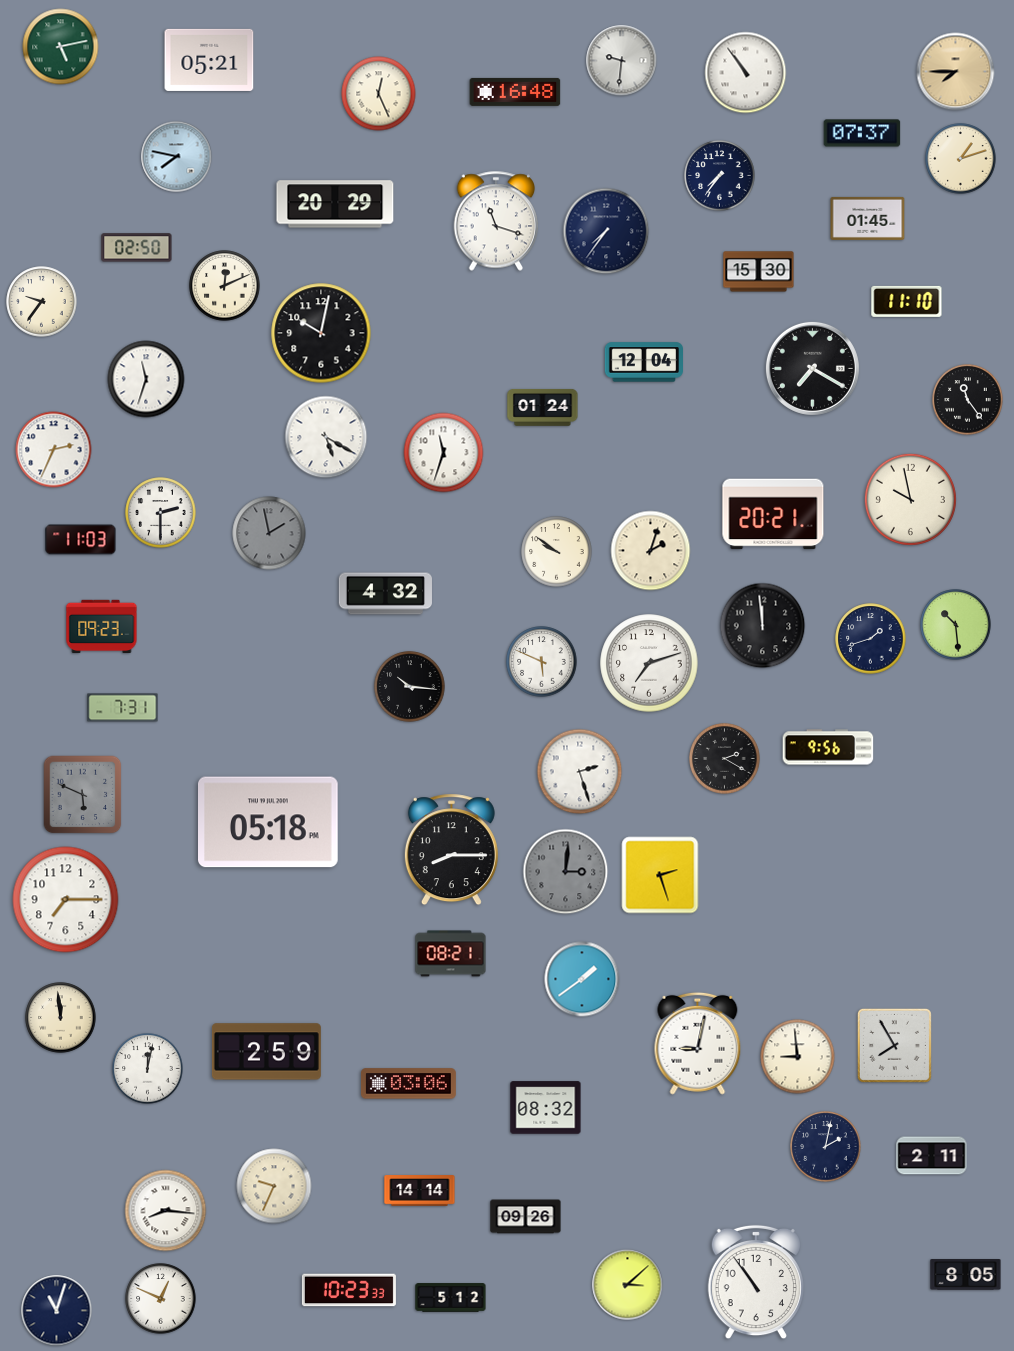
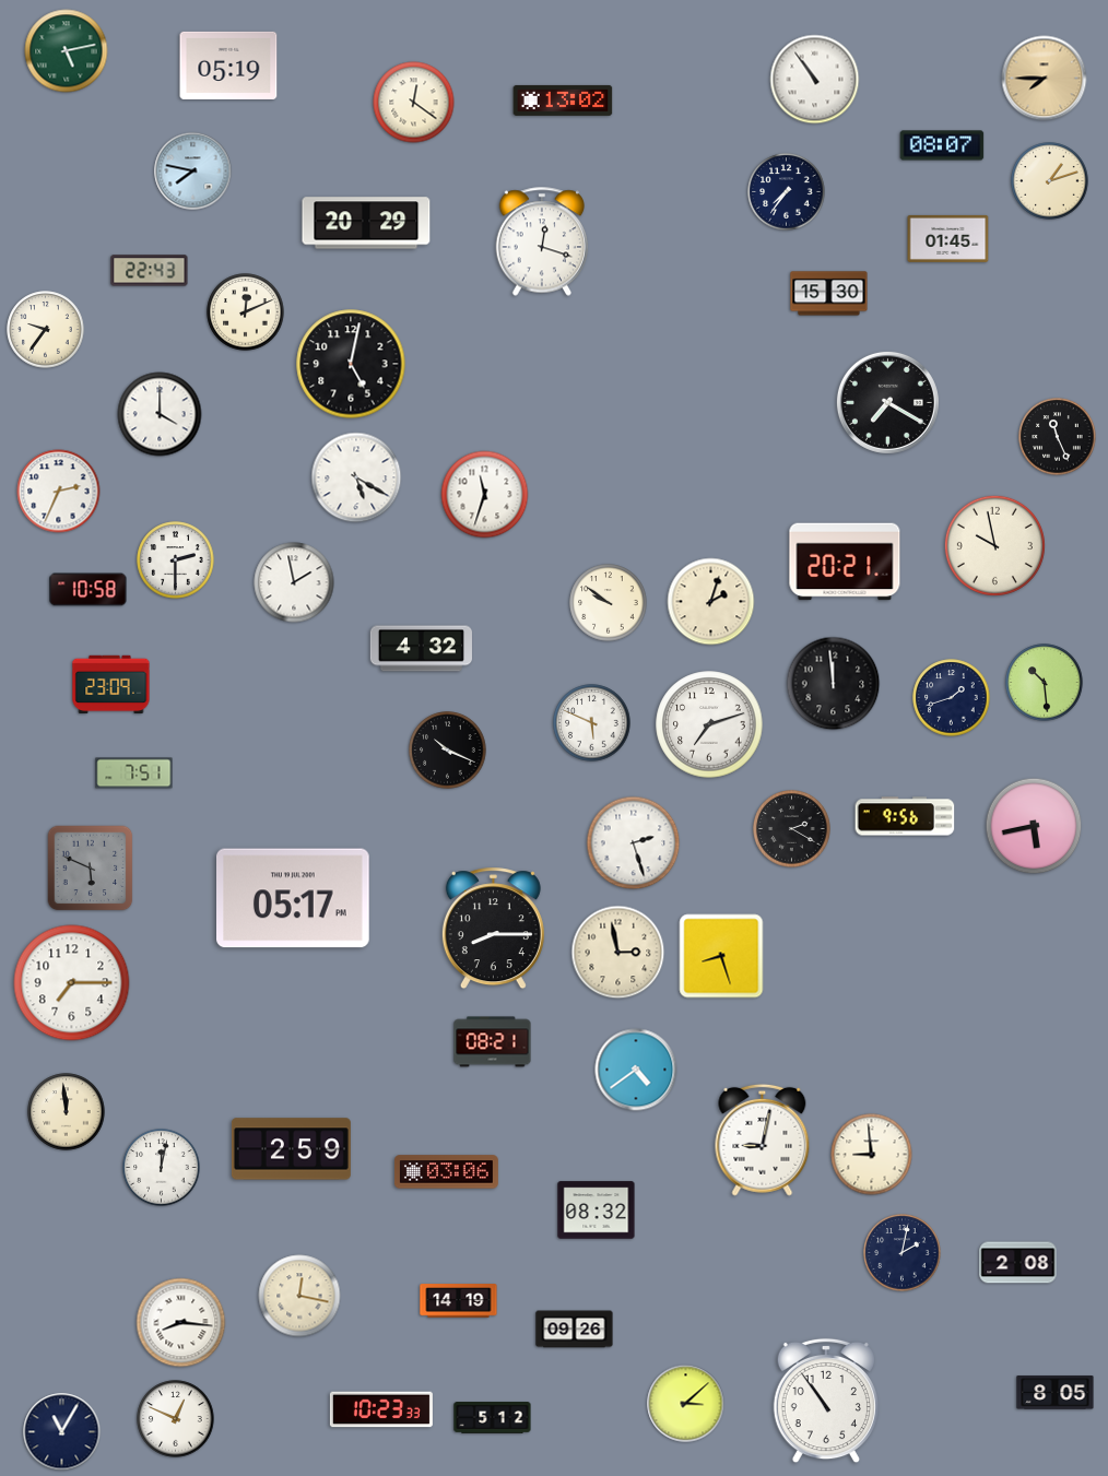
clock at (209, 60): 05:21 -> 05:19
clock at (622, 61): 9:31 -> none
clock at (515, 92): 16:48 -> 13:02
clock at (379, 94): 12:26 -> 12:21
clock at (862, 133): 07:37 -> 08:07
clock at (961, 159) position: (961, 159) -> (1050, 181)
clock at (496, 221): 11:18 -> 12:18
clock at (606, 231): 7:36 -> none
clock at (137, 248): 02:50 -> 22:43
clock at (759, 272) position: (759, 272) -> (829, 294)
clock at (907, 301): 11:10 -> none
clock at (321, 333): 10:02 -> 5:02
clock at (643, 362): 12:04 -> none
clock at (146, 379): 11:33 -> 4:00
clock at (968, 400): 11:24 -> 11:26
clock at (543, 408): 01:24 -> none
clock at (269, 533) dial: grey -> white
clock at (81, 540): 11:03 -> 10:58
clock at (102, 627): 09:23 -> 23:09
clock at (410, 687): 10:16 -> 10:19
clock at (123, 708): 7:31 -> 7:51
clock at (1034, 826): none -> 5:43
clock at (269, 822): 05:18 -> 05:17
clock at (566, 872): 3:01 -> 2:58
clock at (566, 872) dial: grey -> cream
clock at (660, 875): 2:27 -> 8:27
clock at (582, 979): 1:39 -> 4:39
clock at (894, 1045): 7:55 -> none
clock at (408, 1084) position: (408, 1084) -> (446, 1172)
clock at (932, 1156): 2:11 -> 2:08
clock at (274, 1186): 9:34 -> 12:17
clock at (420, 1191): 14:14 -> 14:19
clock at (57, 1311): 11:03 -> 11:05
